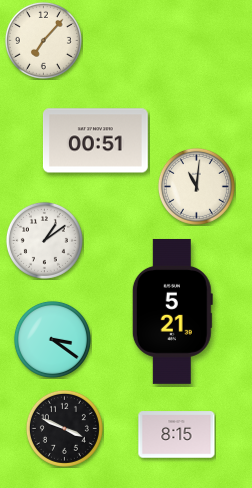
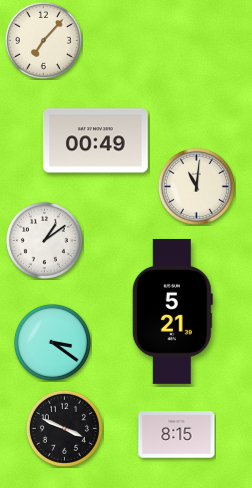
clock at (95, 141): 00:51 -> 00:49
clock at (52, 339) position: (52, 339) -> (52, 342)
